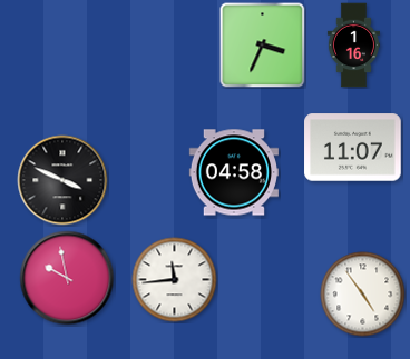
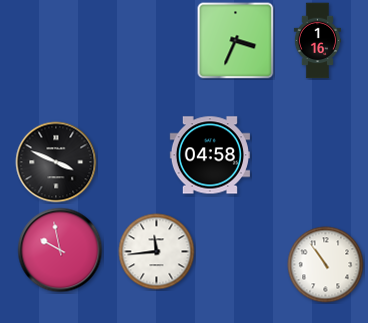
clock at (353, 148): 11:07 -> none
clock at (363, 295): 4:54 -> 10:54
